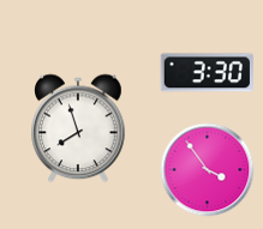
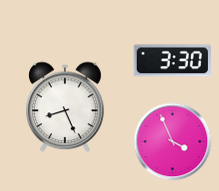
clock at (78, 128): 7:57 -> 8:26
clock at (207, 169): 3:54 -> 3:56
